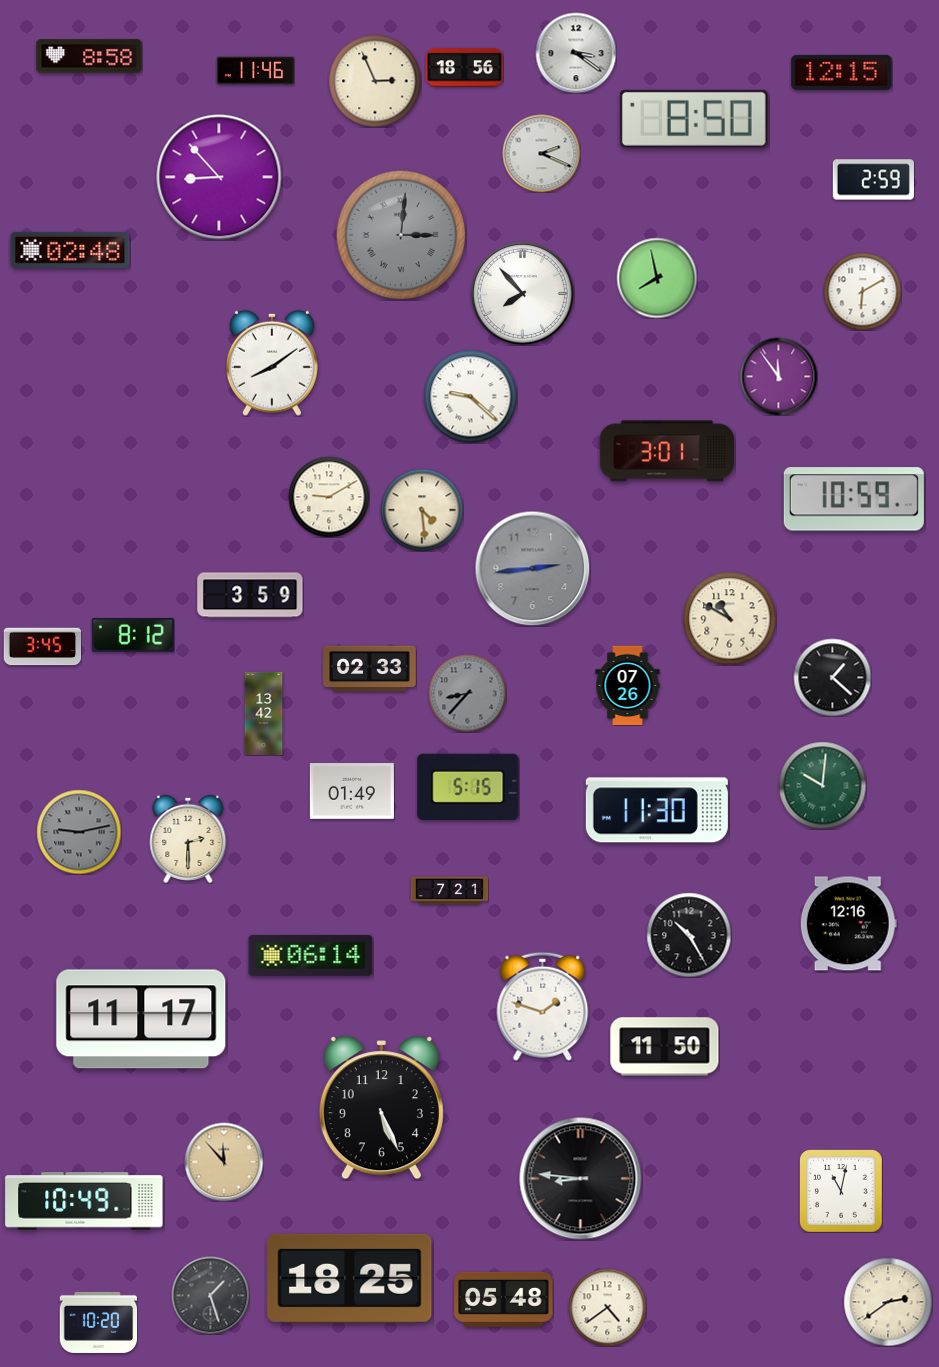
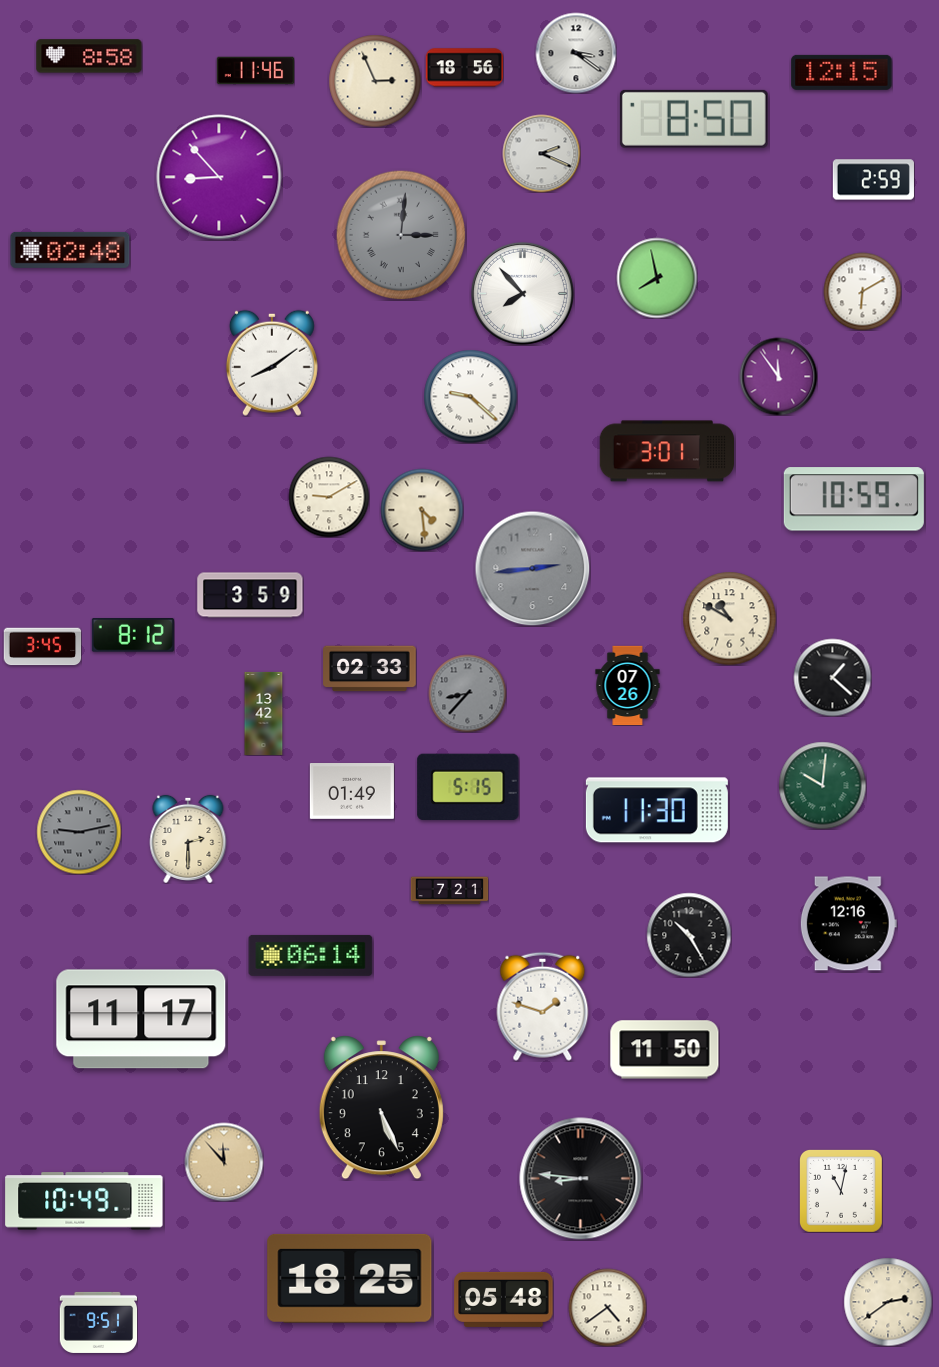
clock at (665, 1047) position: (665, 1047) -> (665, 1050)
clock at (210, 1295): 1:27 -> none
clock at (98, 1322): 10:20 -> 9:51
